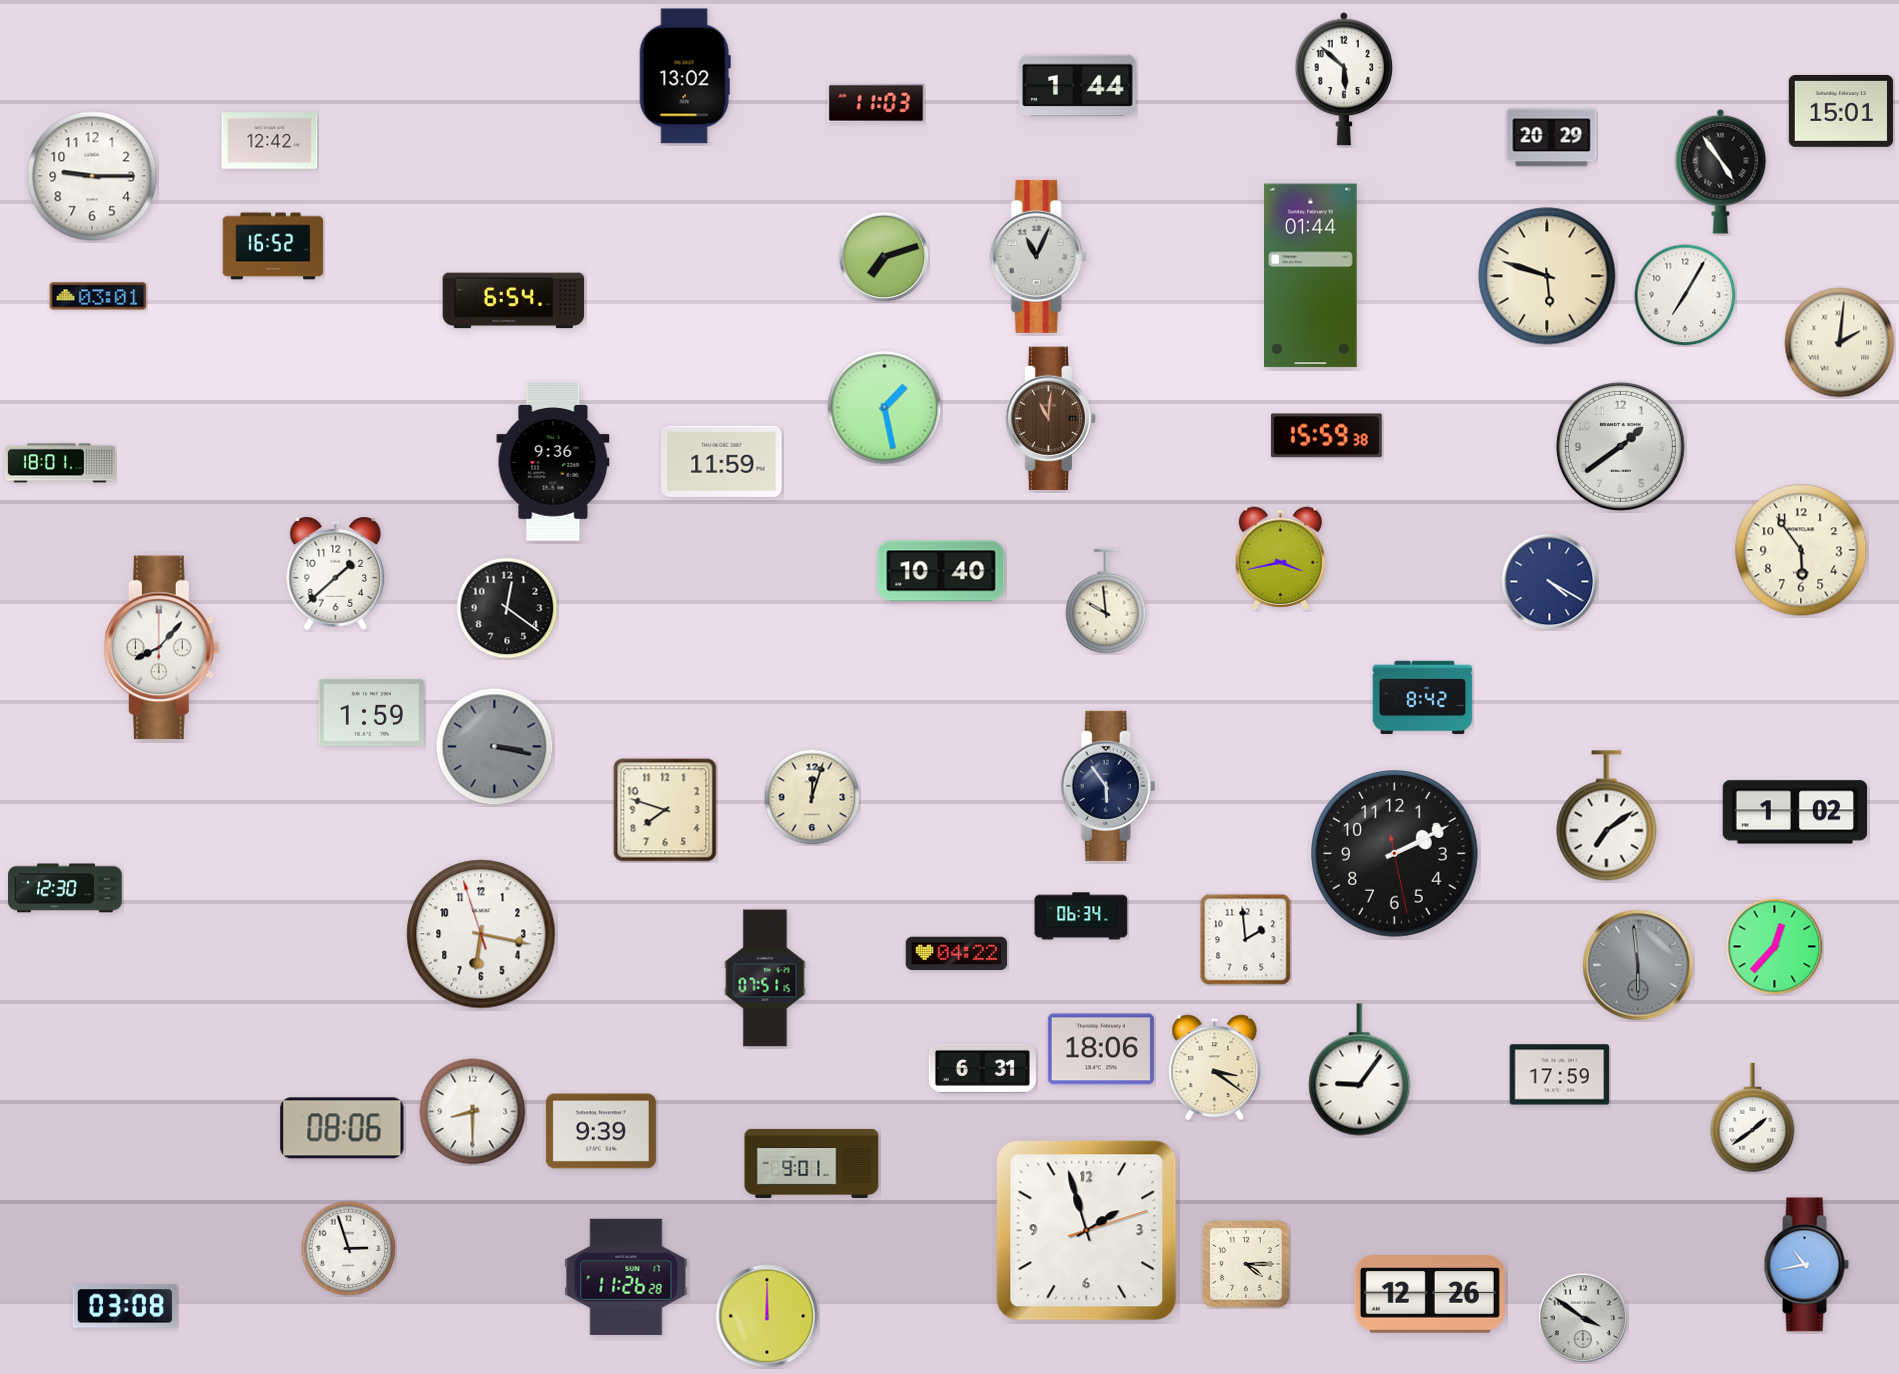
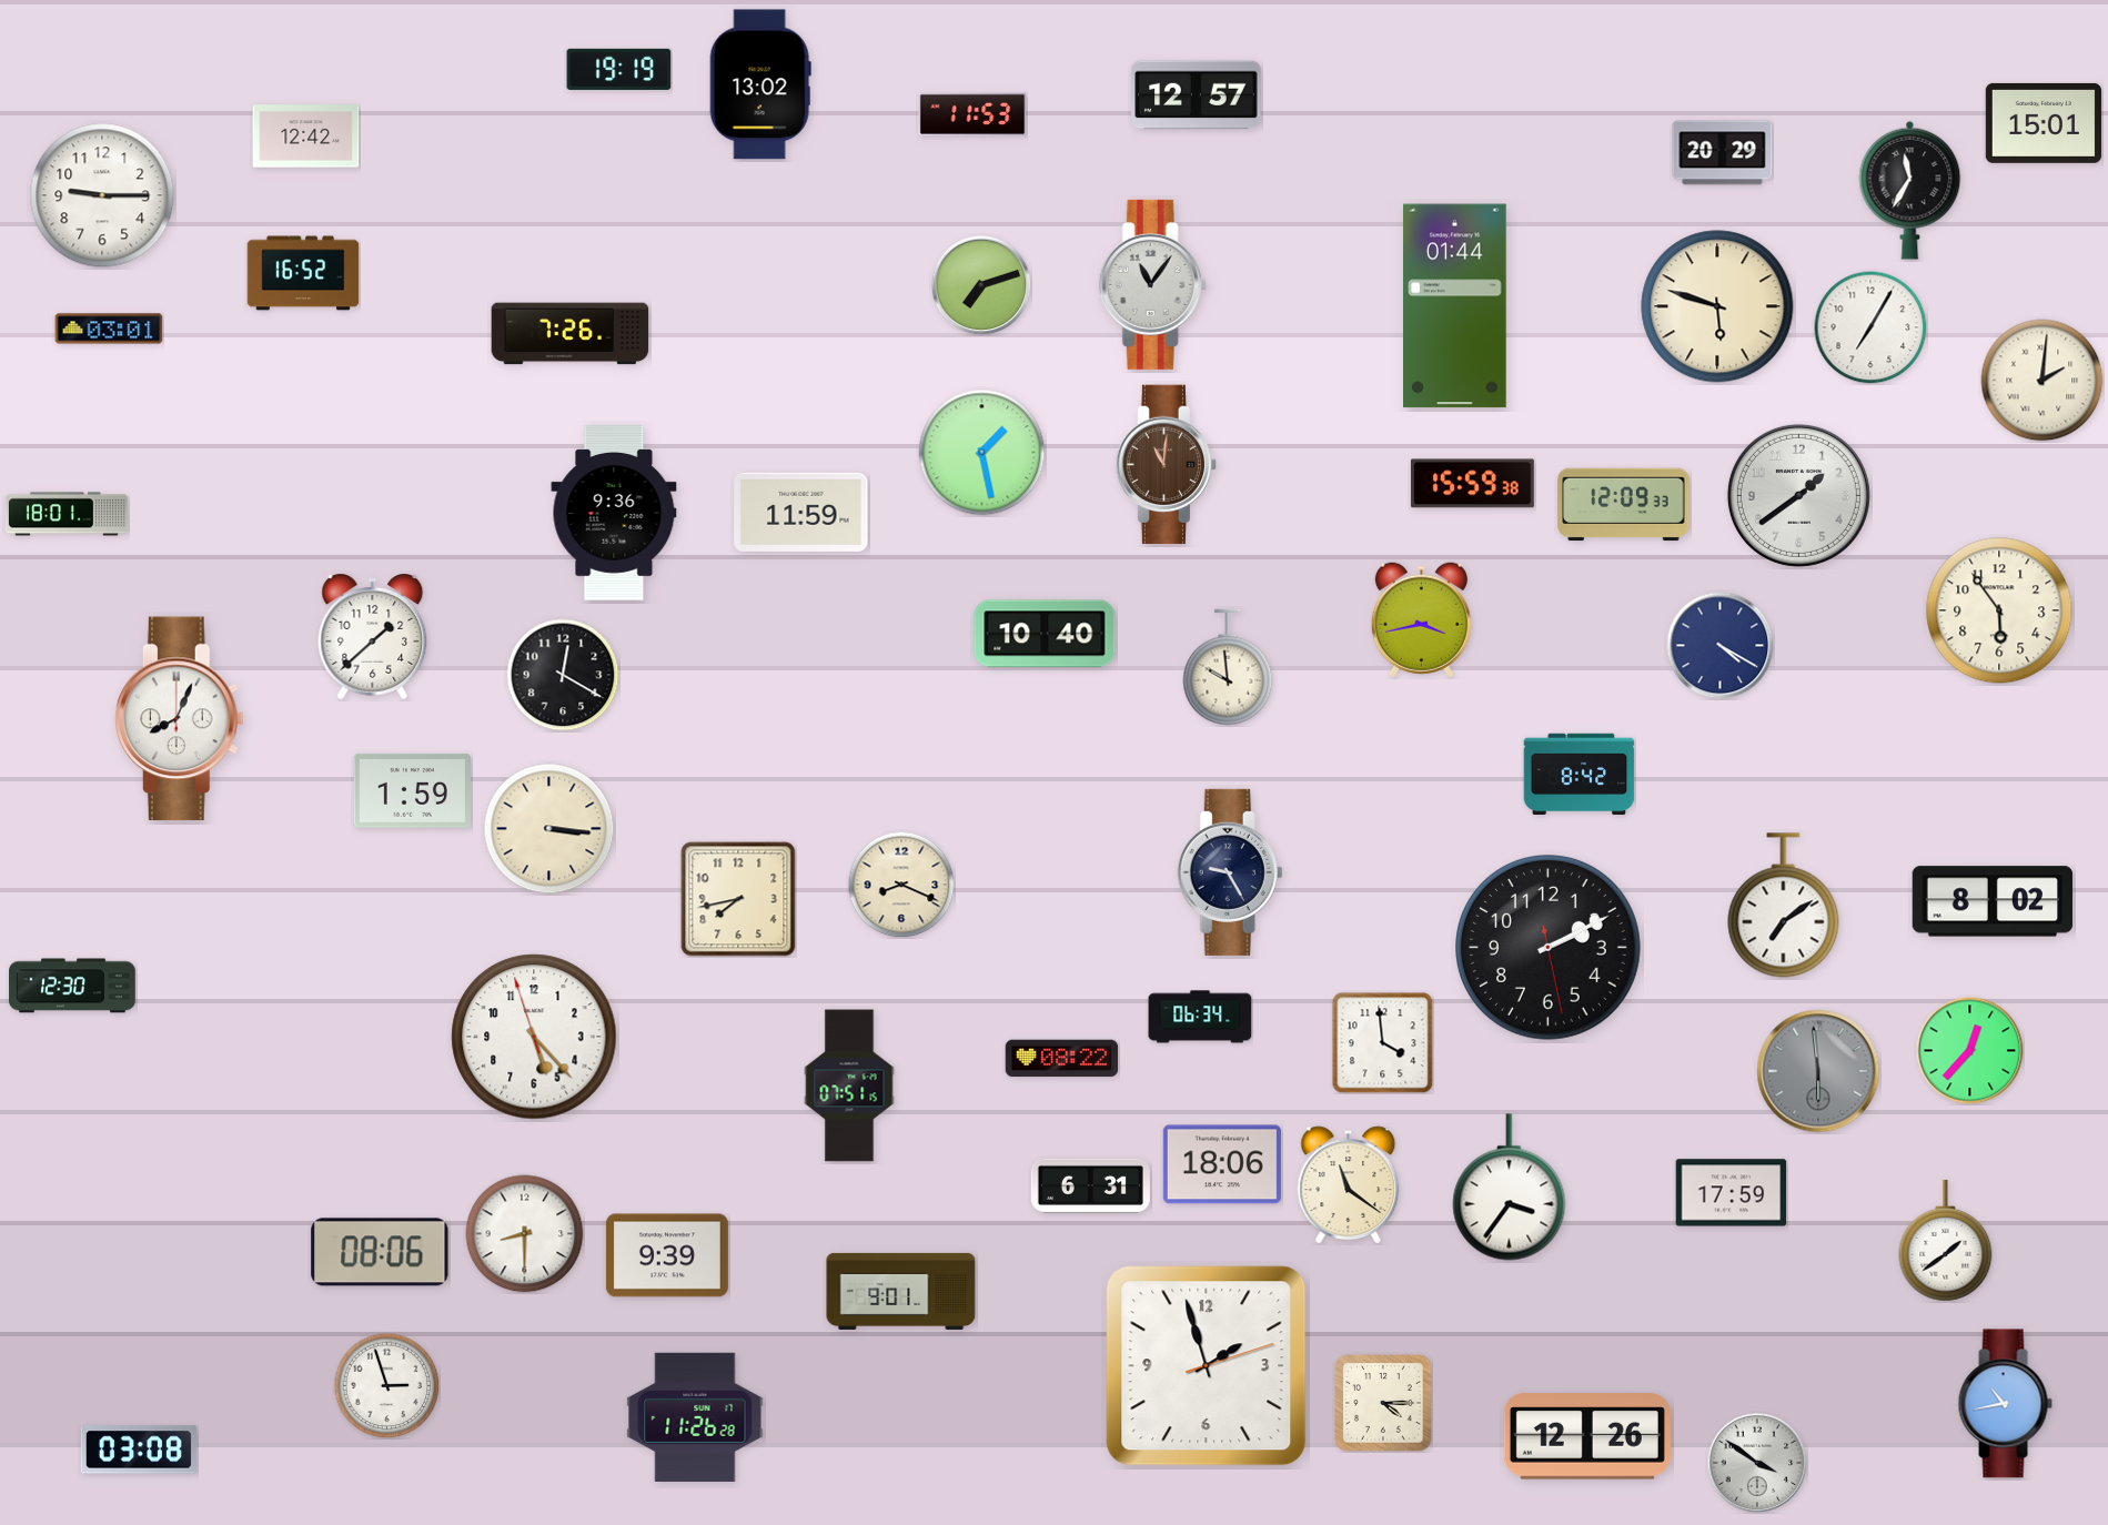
clock at (619, 69): none -> 19:19
clock at (1344, 79): 5:52 -> none
clock at (1078, 86): 1:44 -> 12:57
clock at (876, 103): 11:03 -> 11:53
clock at (270, 141) position: (270, 141) -> (306, 137)
clock at (1721, 171): 4:54 -> 11:35
clock at (1038, 256): 11:04 -> 11:06
clock at (514, 301): 6:54 -> 7:26
clock at (1624, 505): none -> 12:09
clock at (507, 608): 12:21 -> 12:20
clock at (161, 648): 8:07 -> 8:04
clock at (495, 747): 3:17 -> 3:16
clock at (495, 747) dial: grey -> cream
clock at (1108, 786): 5:54 -> 9:25
clock at (812, 797): 12:03 -> 8:19
clock at (665, 810): 7:48 -> 7:43
clock at (1795, 812): 1:02 -> 8:02
clock at (481, 934): 6:16 -> 5:22
clock at (1246, 940): 1:59 -> 3:59
clock at (957, 954): 04:22 -> 08:22
clock at (1215, 1068): 3:21 -> 11:21
clock at (1360, 1070): 9:06 -> 3:36
clock at (767, 1316): 12:00 -> none
